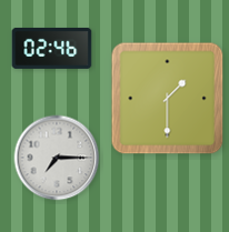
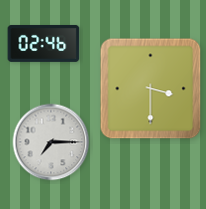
clock at (52, 48) position: (52, 48) -> (44, 43)
clock at (168, 99): 1:30 -> 3:30
